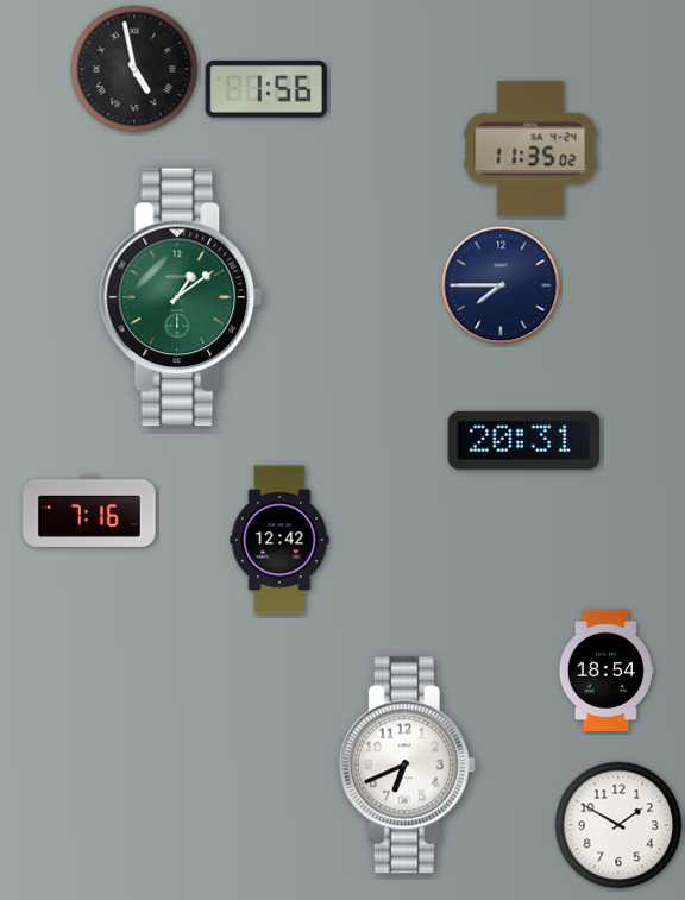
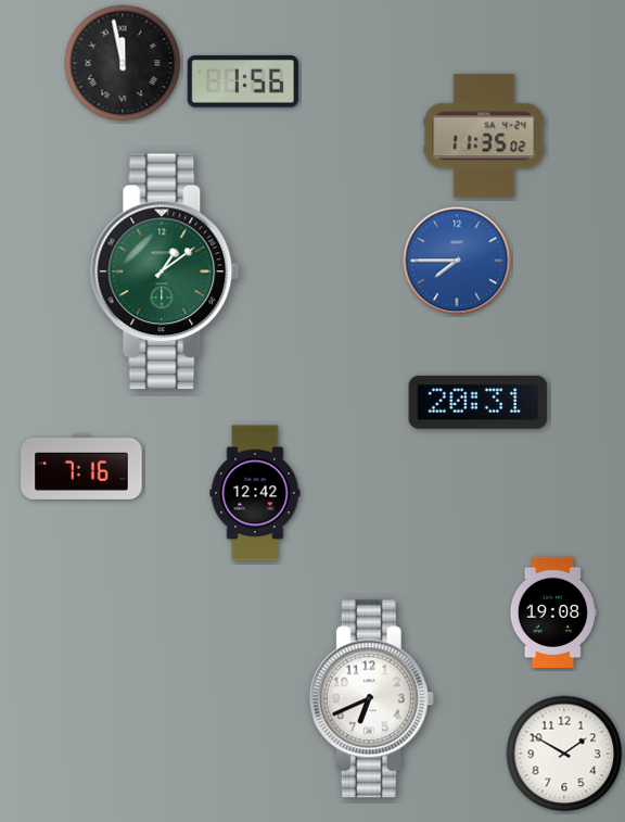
clock at (134, 69): 4:58 -> 11:58
clock at (501, 285) dial: navy -> blue
clock at (607, 669): 18:54 -> 19:08
